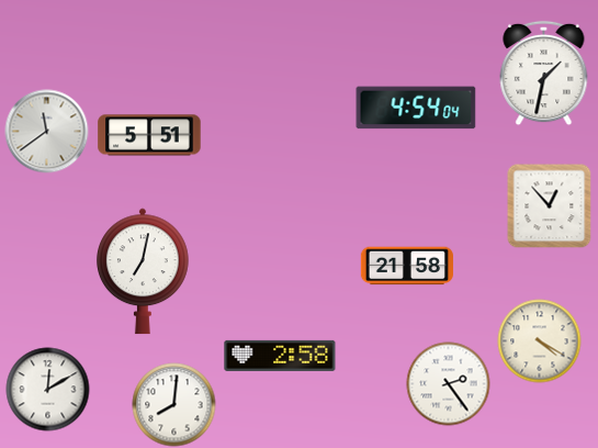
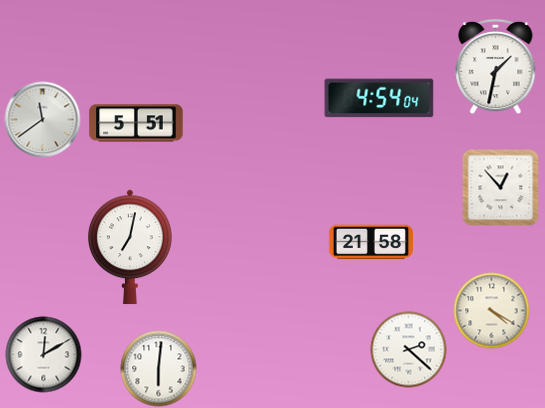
clock at (280, 356): 2:58 -> none
clock at (449, 384): 2:24 -> 2:22
clock at (174, 405): 8:01 -> 6:01
